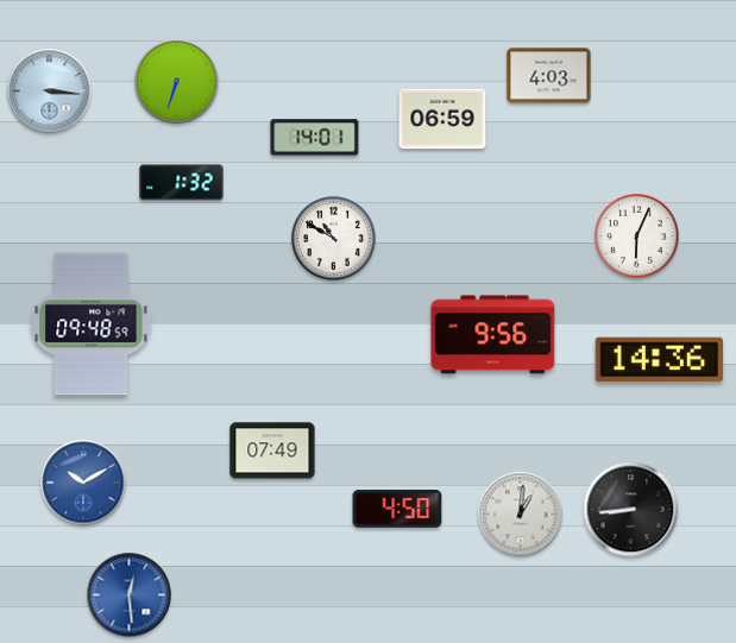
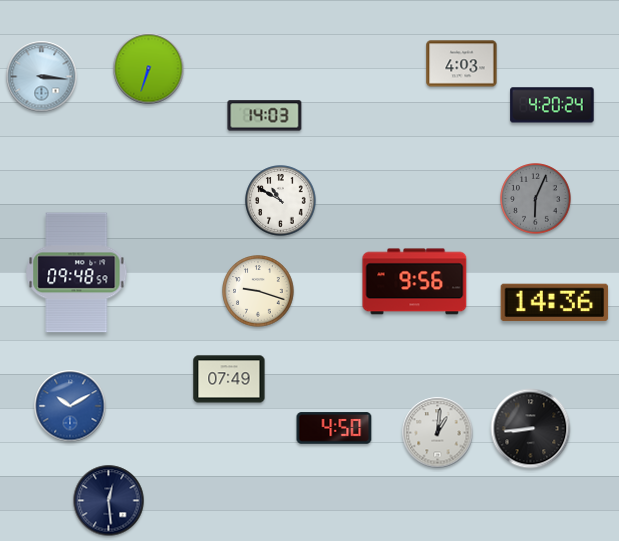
clock at (442, 119): 06:59 -> none
clock at (552, 105): none -> 4:20
clock at (315, 138): 14:01 -> 14:03
clock at (182, 183): 1:32 -> none
clock at (637, 237) dial: white -> grey
clock at (258, 291): none -> 9:18
clock at (130, 595) dial: blue -> navy
